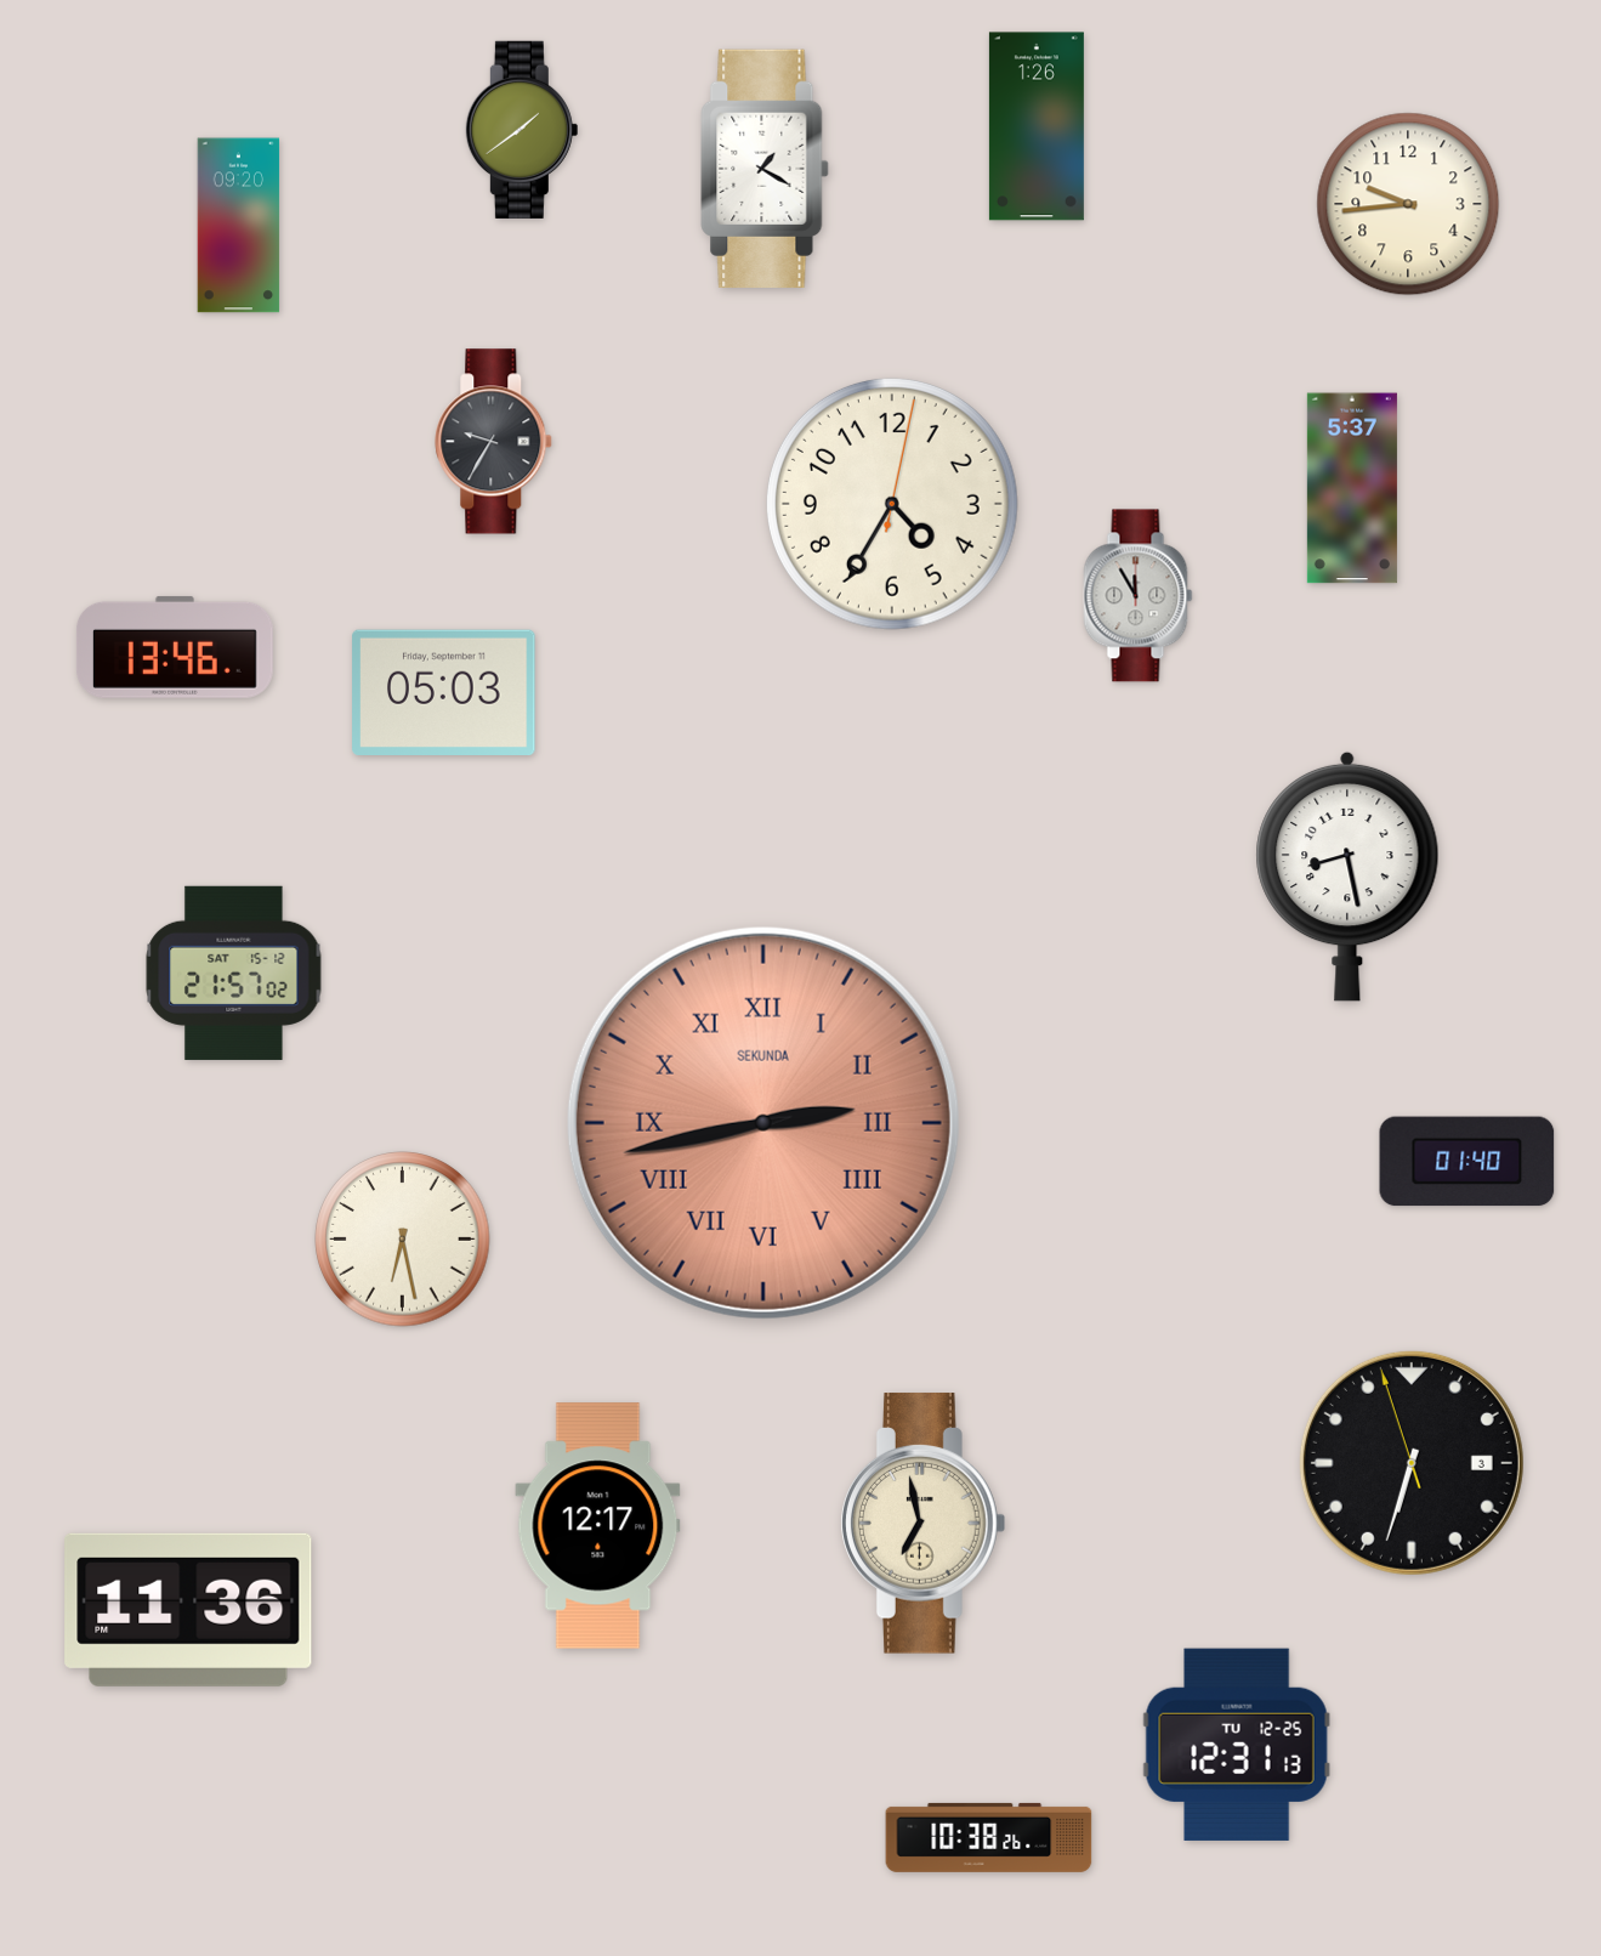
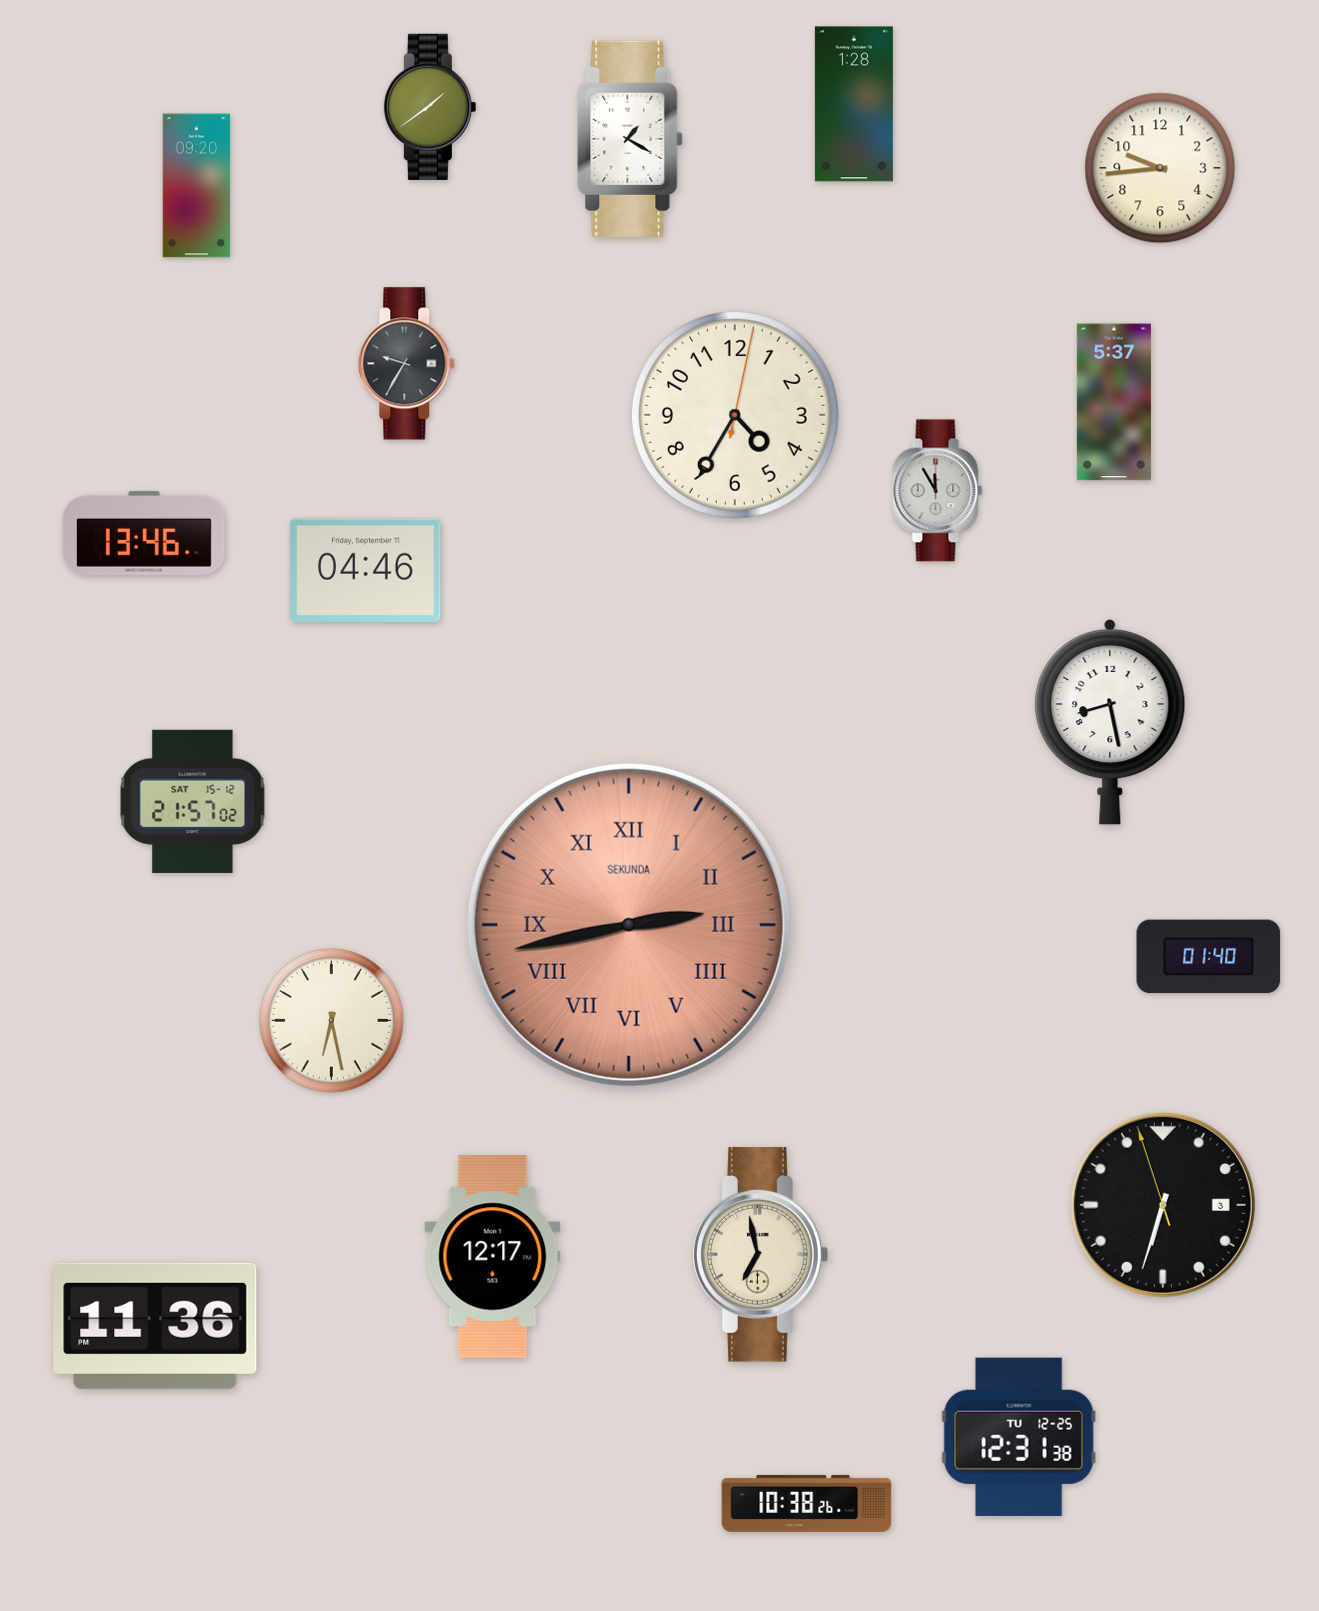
clock at (1037, 126): 1:26 -> 1:28
clock at (444, 692): 05:03 -> 04:46
clock at (1237, 1745): 12:31:13 -> 12:31:38
clock at (989, 1837) position: (989, 1837) -> (807, 1503)
